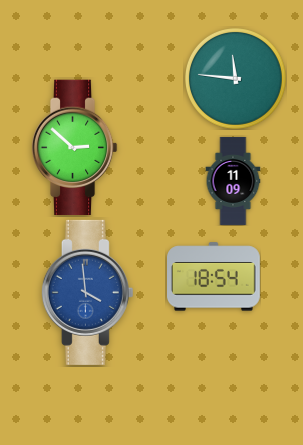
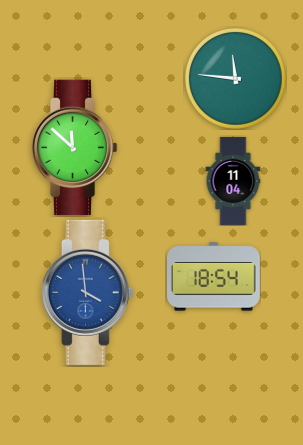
clock at (74, 148): 2:52 -> 11:52
clock at (233, 181): 11:09 -> 11:04
